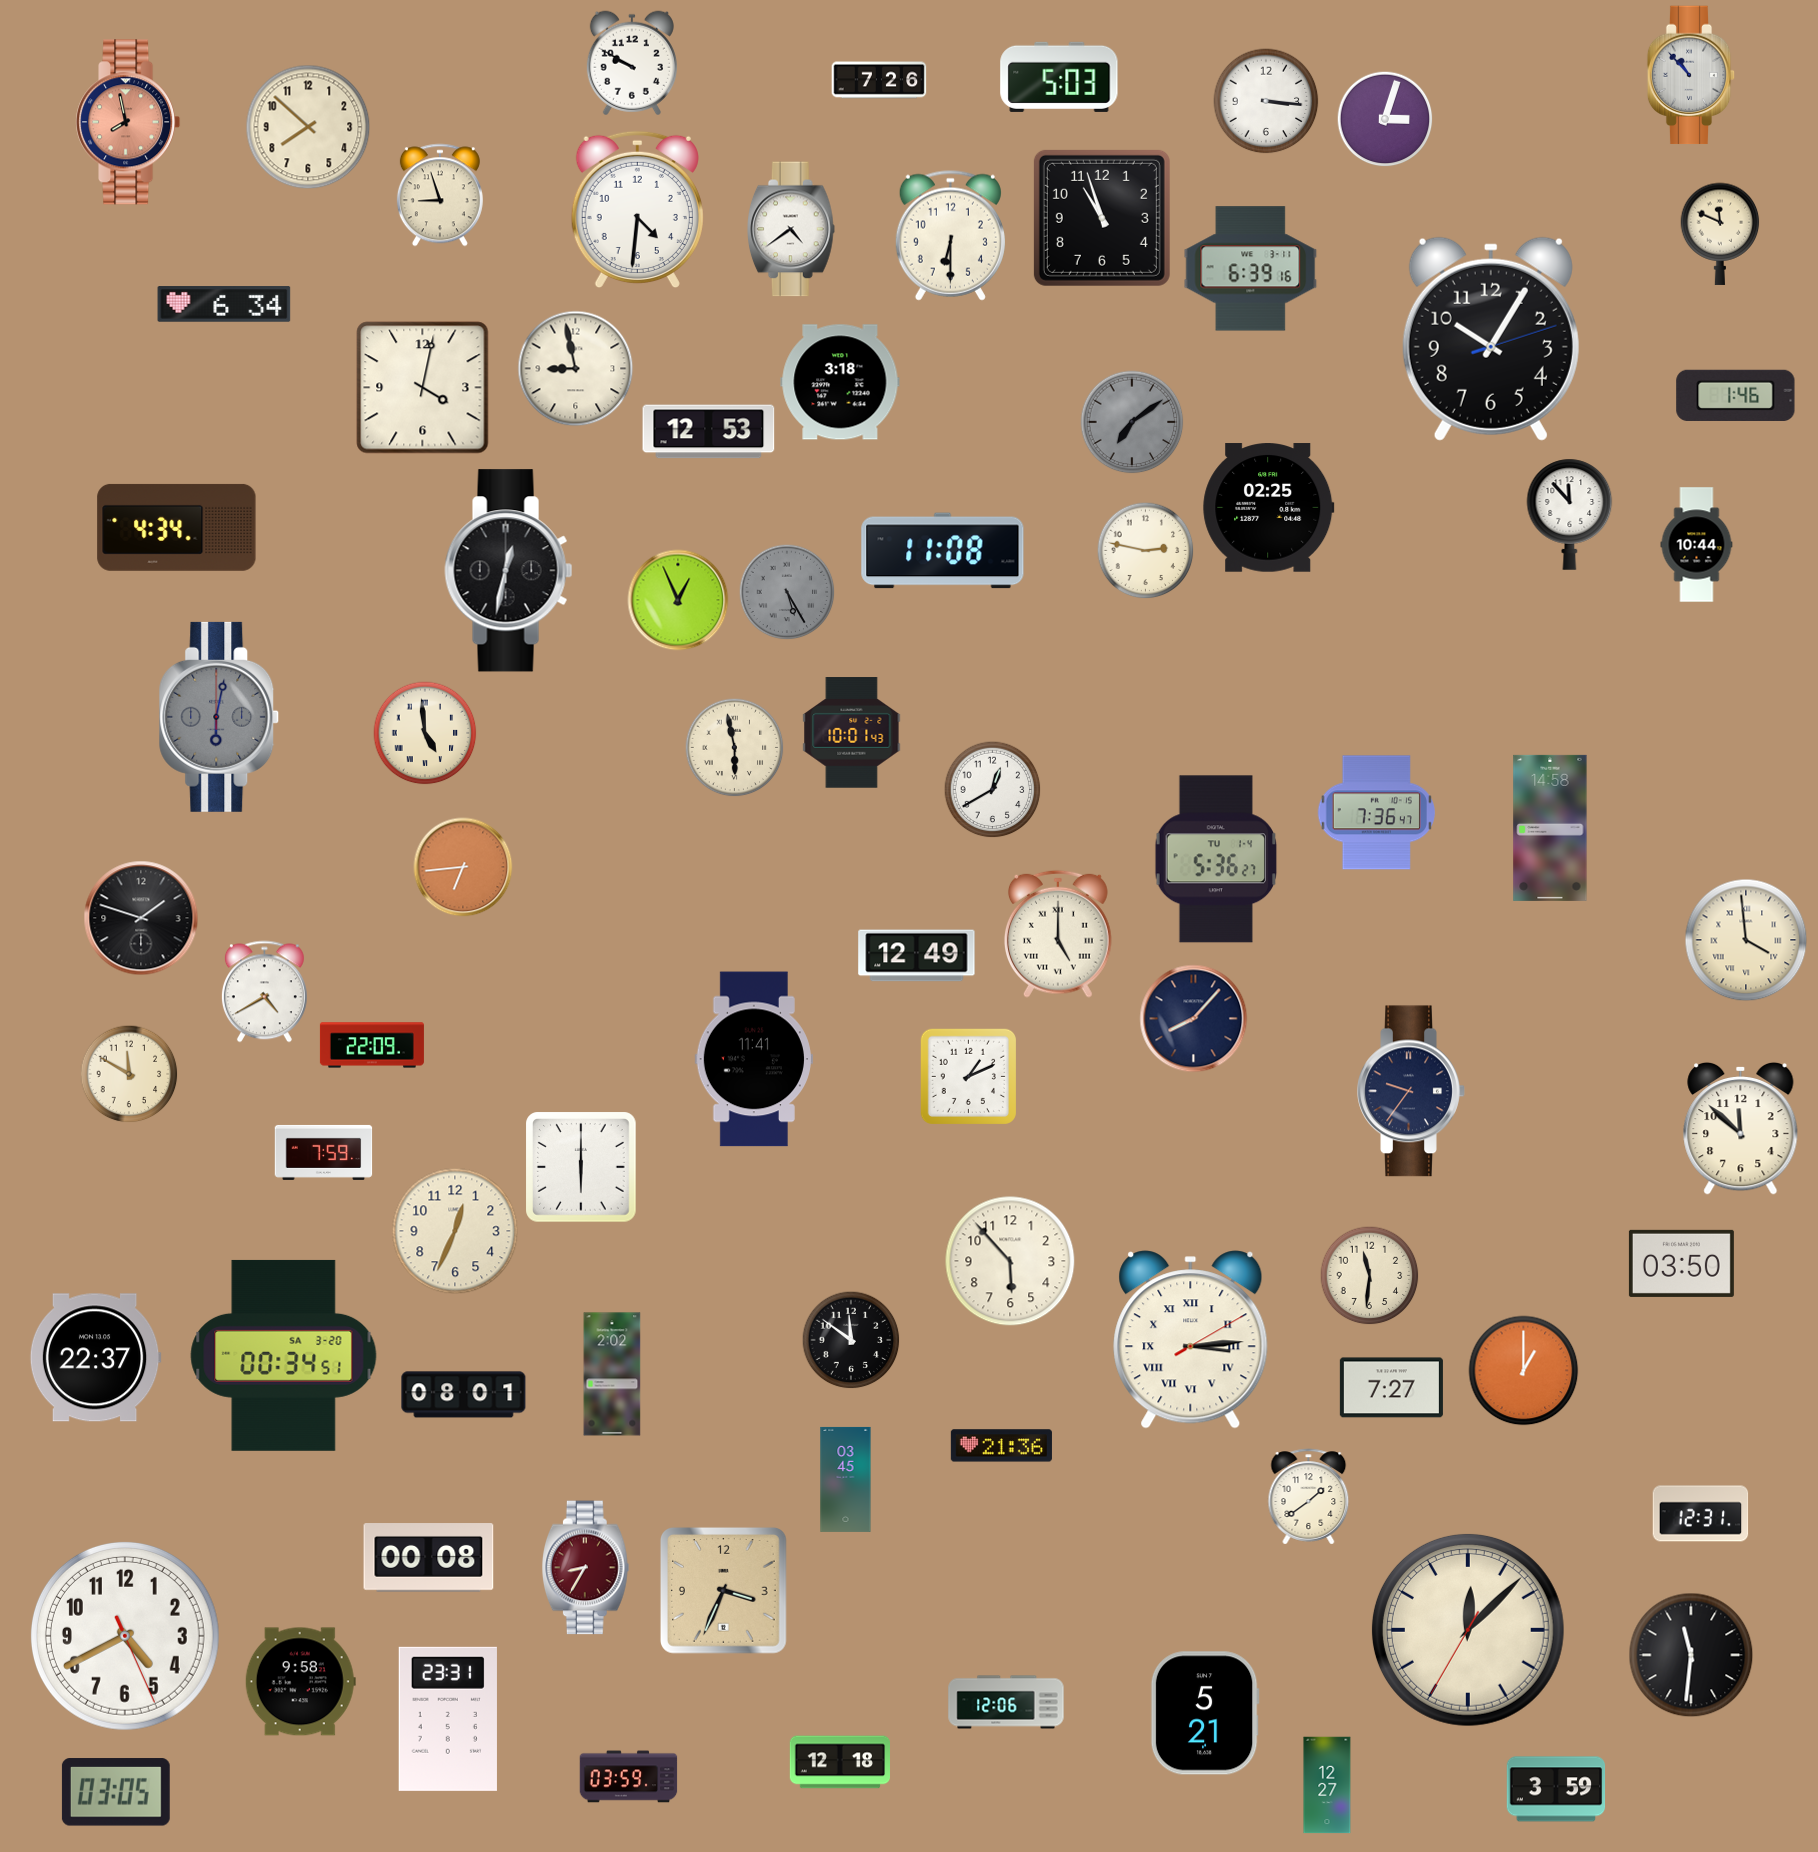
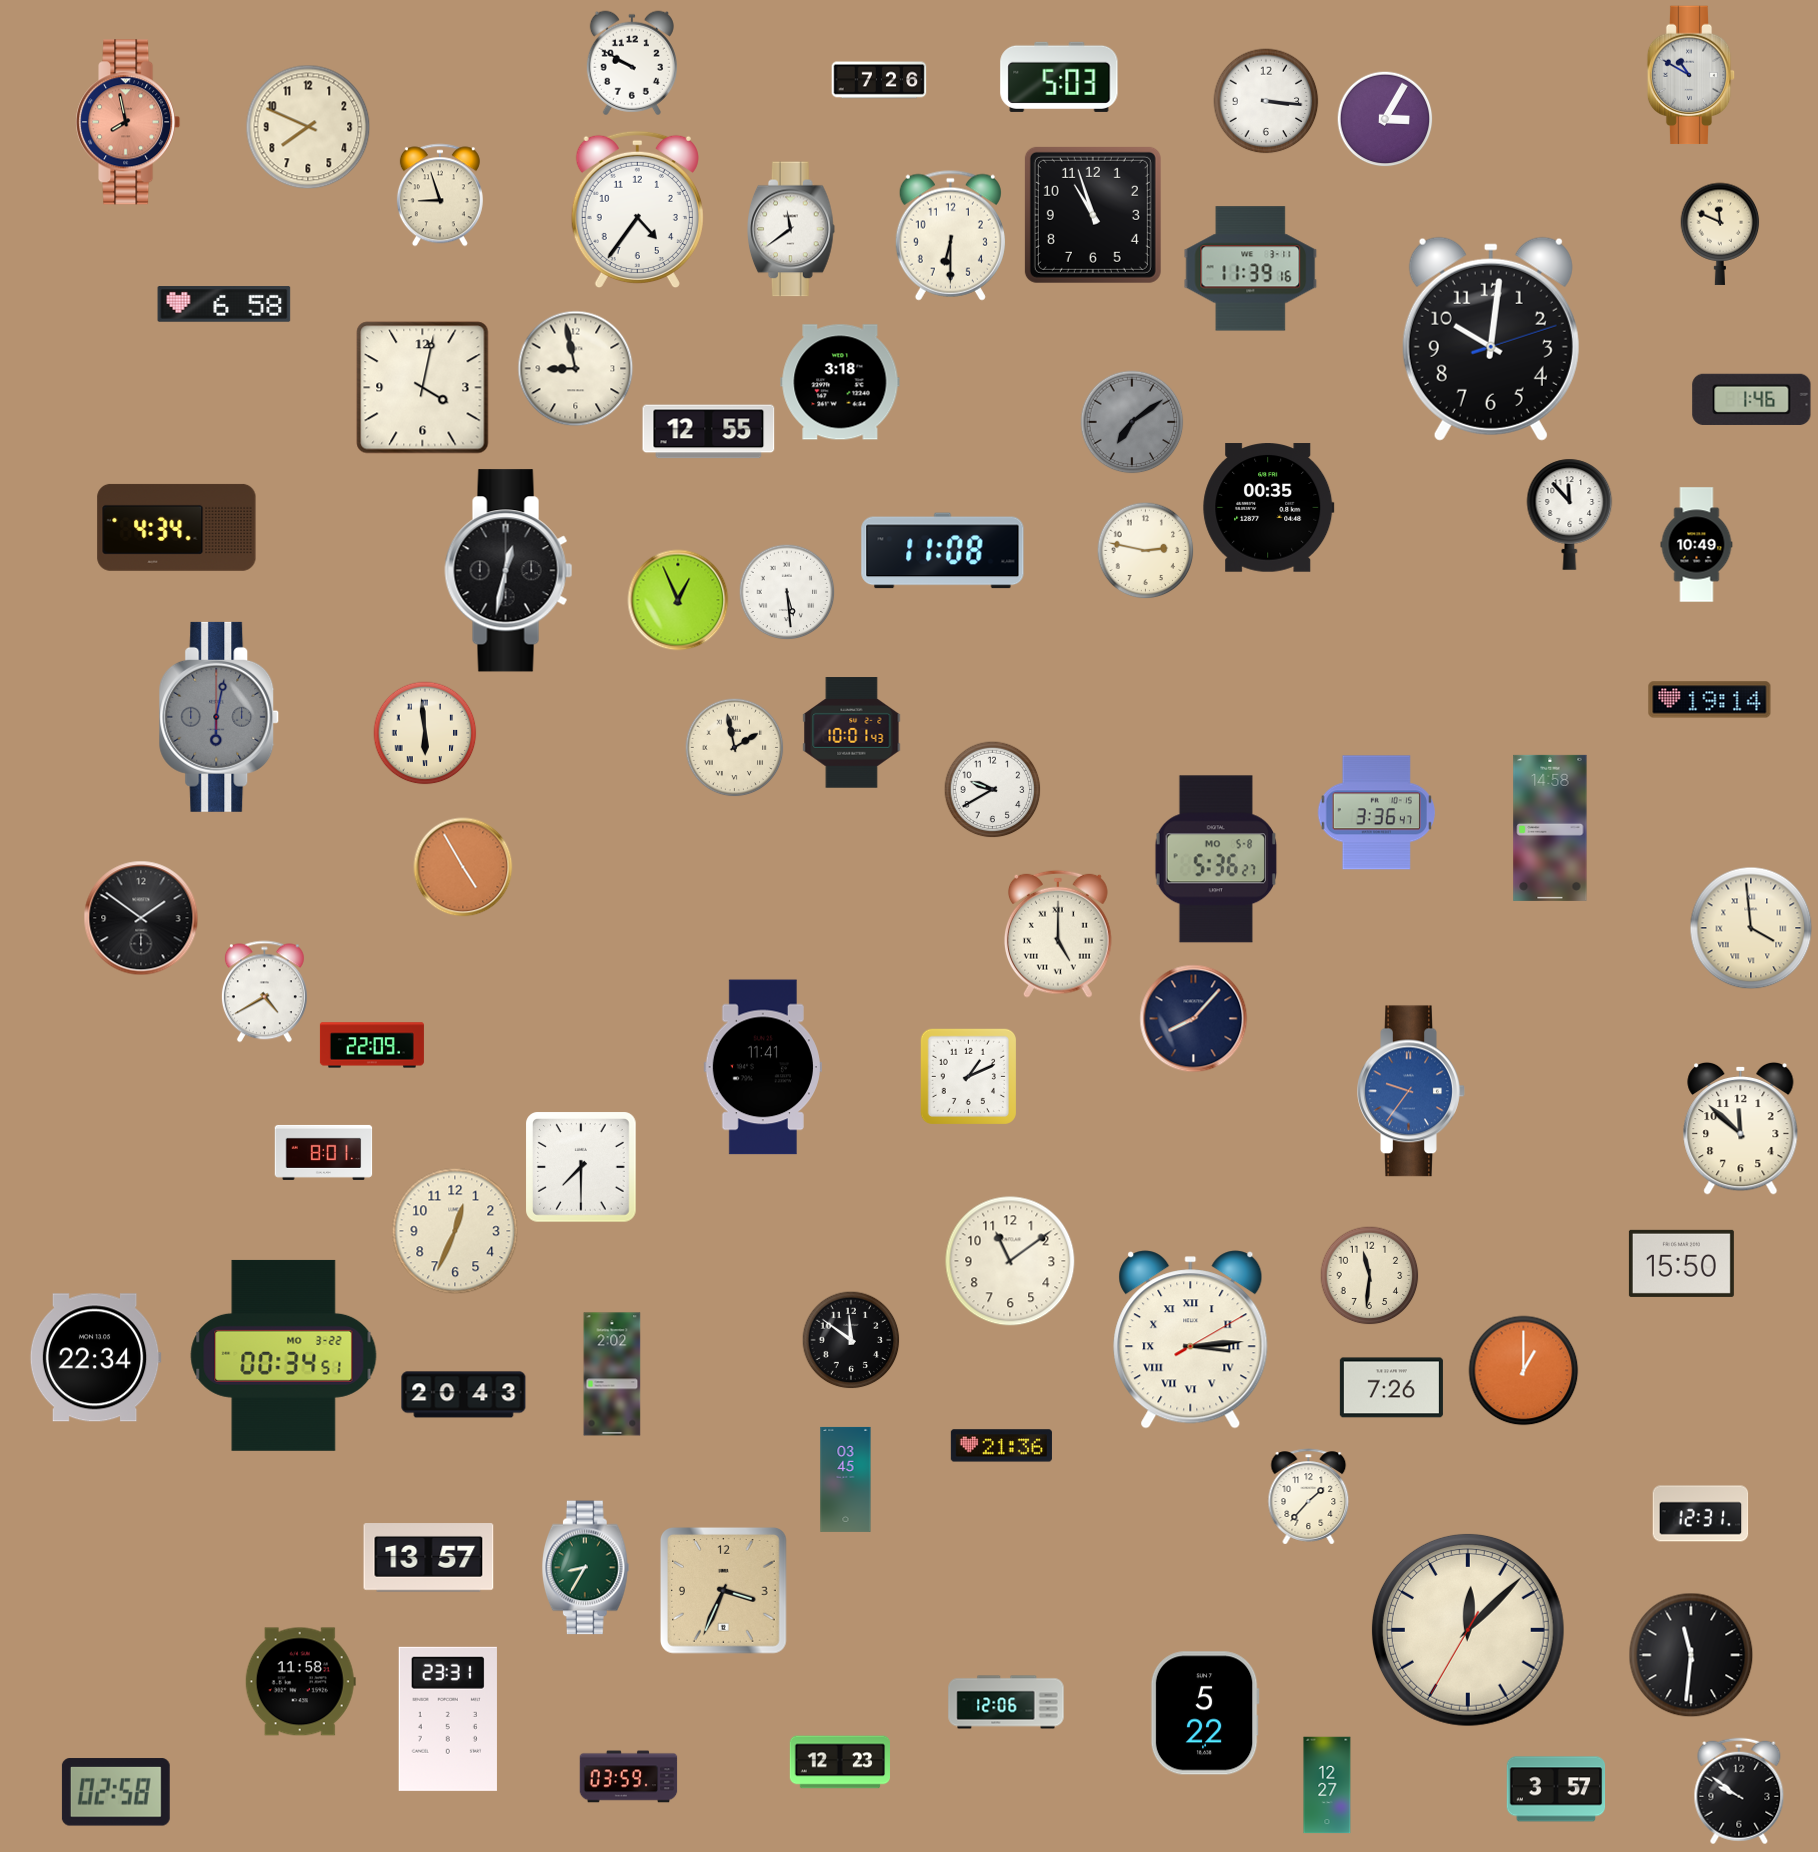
clock at (1691, 75): 10:53 -> 10:50
clock at (1385, 119): 3:03 -> 3:05
clock at (308, 127): 7:52 -> 7:49
clock at (637, 210): 4:31 -> 4:36
clock at (1102, 218) position: (1102, 218) -> (1093, 215)
clock at (792, 229): 4:39 -> 11:39
clock at (1251, 269): 6:39 -> 11:39
clock at (224, 304): 6:34 -> 6:58
clock at (1491, 339): 10:05 -> 10:01
clock at (1736, 395) position: (1736, 395) -> (1752, 399)
clock at (709, 432): 12:53 -> 12:55
clock at (1269, 508): 02:25 -> 00:35
clock at (1697, 545): 10:44 -> 10:49
clock at (787, 592): 5:25 -> 5:29
clock at (787, 592) dial: grey -> white
clock at (1710, 700): none -> 19:14
clock at (425, 733): 4:59 -> 5:59
clock at (735, 748): 5:58 -> 1:58
clock at (992, 789): 12:40 -> 9:40
clock at (1376, 813): 7:36 -> 3:36
clock at (1215, 859) date: TU 1-4 -> MO 5-8
clock at (463, 867): 6:44 -> 4:55
clock at (141, 918): 1:48 -> 1:51
clock at (1746, 940) position: (1746, 940) -> (1751, 928)
clock at (917, 956): 12:49 -> none
clock at (754, 1059) position: (754, 1059) -> (763, 1067)
clock at (129, 1074): 11:50 -> none
clock at (1411, 1091) dial: navy -> blue
clock at (324, 1152): 7:59 -> 8:01
clock at (581, 1167): 6:00 -> 7:30
clock at (1010, 1261): 5:53 -> 11:09
clock at (1681, 1263): 03:50 -> 15:50
clock at (284, 1355) date: SA 3-20 -> MO 3-22
clock at (95, 1358): 22:37 -> 22:34
clock at (1391, 1388): 7:27 -> 7:26
clock at (464, 1395): 08:01 -> 20:43
clock at (1309, 1497): 1:39 -> 1:37
clock at (429, 1558): 00:08 -> 13:57
clock at (586, 1568) dial: burgundy -> green
clock at (125, 1636): 4:40 -> none
clock at (300, 1682): 9:58 -> 11:58
clock at (1205, 1713): 5:21 -> 5:22
clock at (839, 1762): 12:18 -> 12:23
clock at (1556, 1789): 3:59 -> 3:57
clock at (1739, 1791): none -> 9:51
clock at (116, 1792): 03:05 -> 02:58
